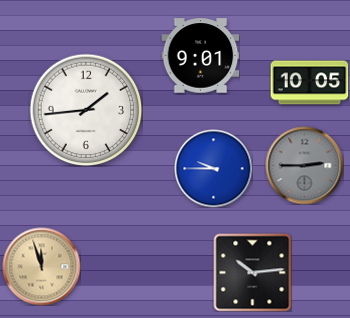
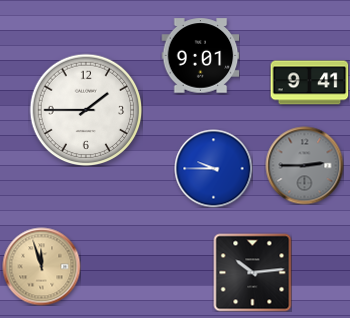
clock at (309, 83): 10:05 -> 9:41
clock at (86, 110): 1:44 -> 1:45
